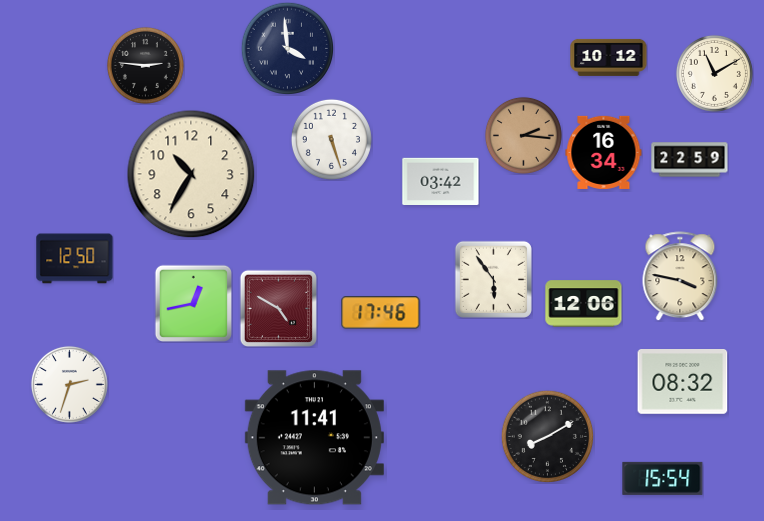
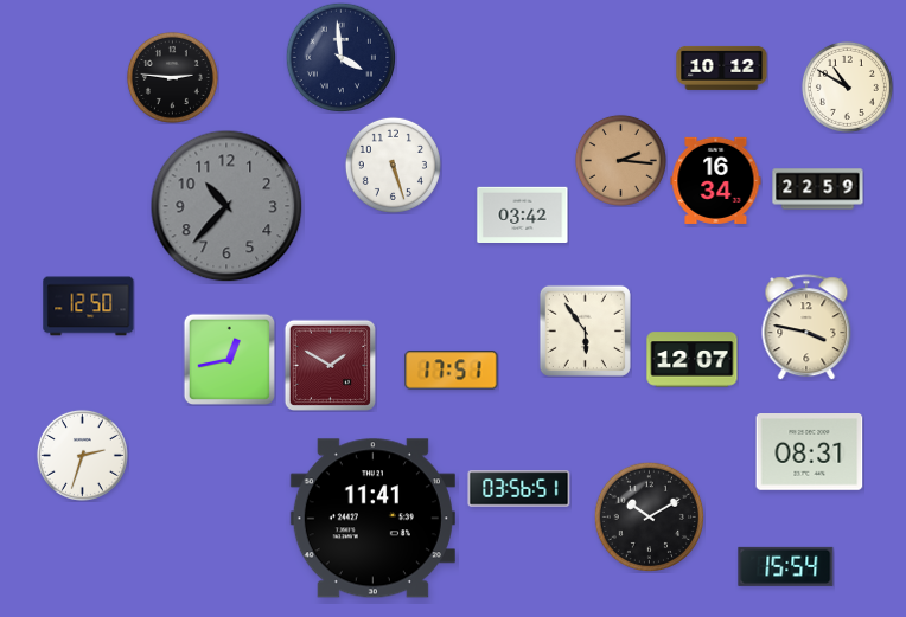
clock at (714, 73): 11:10 -> 10:50
clock at (191, 174): 10:35 -> 10:37
clock at (191, 174) dial: cream -> grey
clock at (584, 304): 12:06 -> 12:07
clock at (278, 308): 4:50 -> 1:50
clock at (381, 313): 17:46 -> 17:51
clock at (683, 382): 08:32 -> 08:31
clock at (519, 489): none -> 03:56
clock at (547, 436): 8:10 -> 10:10
